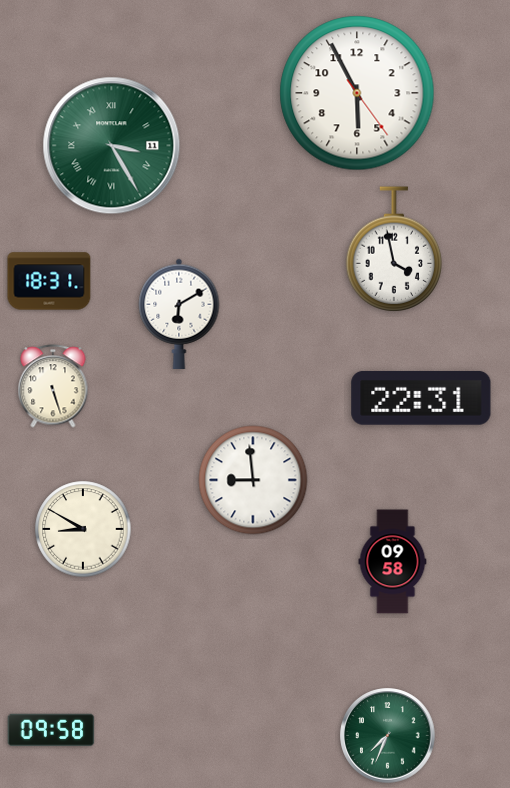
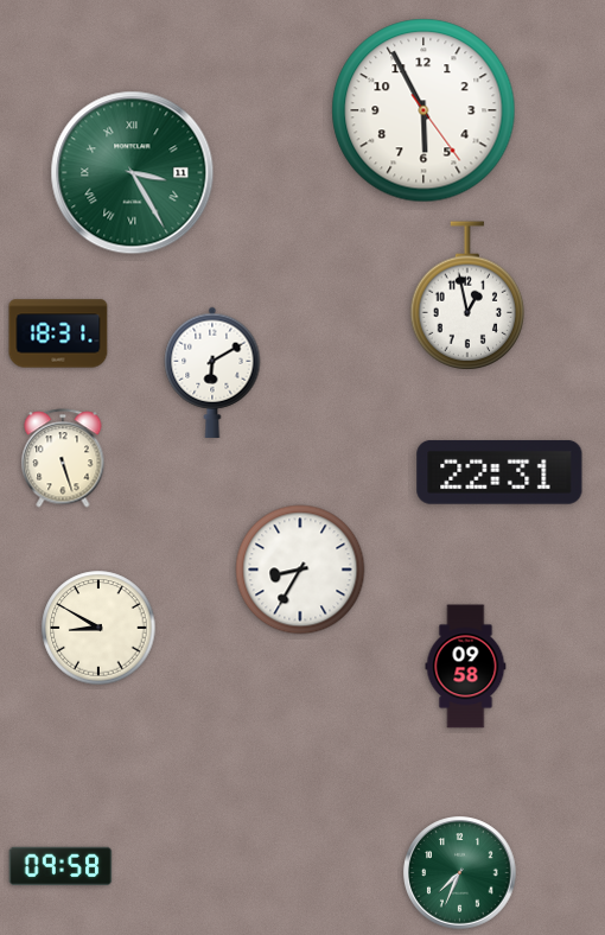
clock at (394, 249): 3:58 -> 12:58
clock at (253, 480): 8:59 -> 8:35
